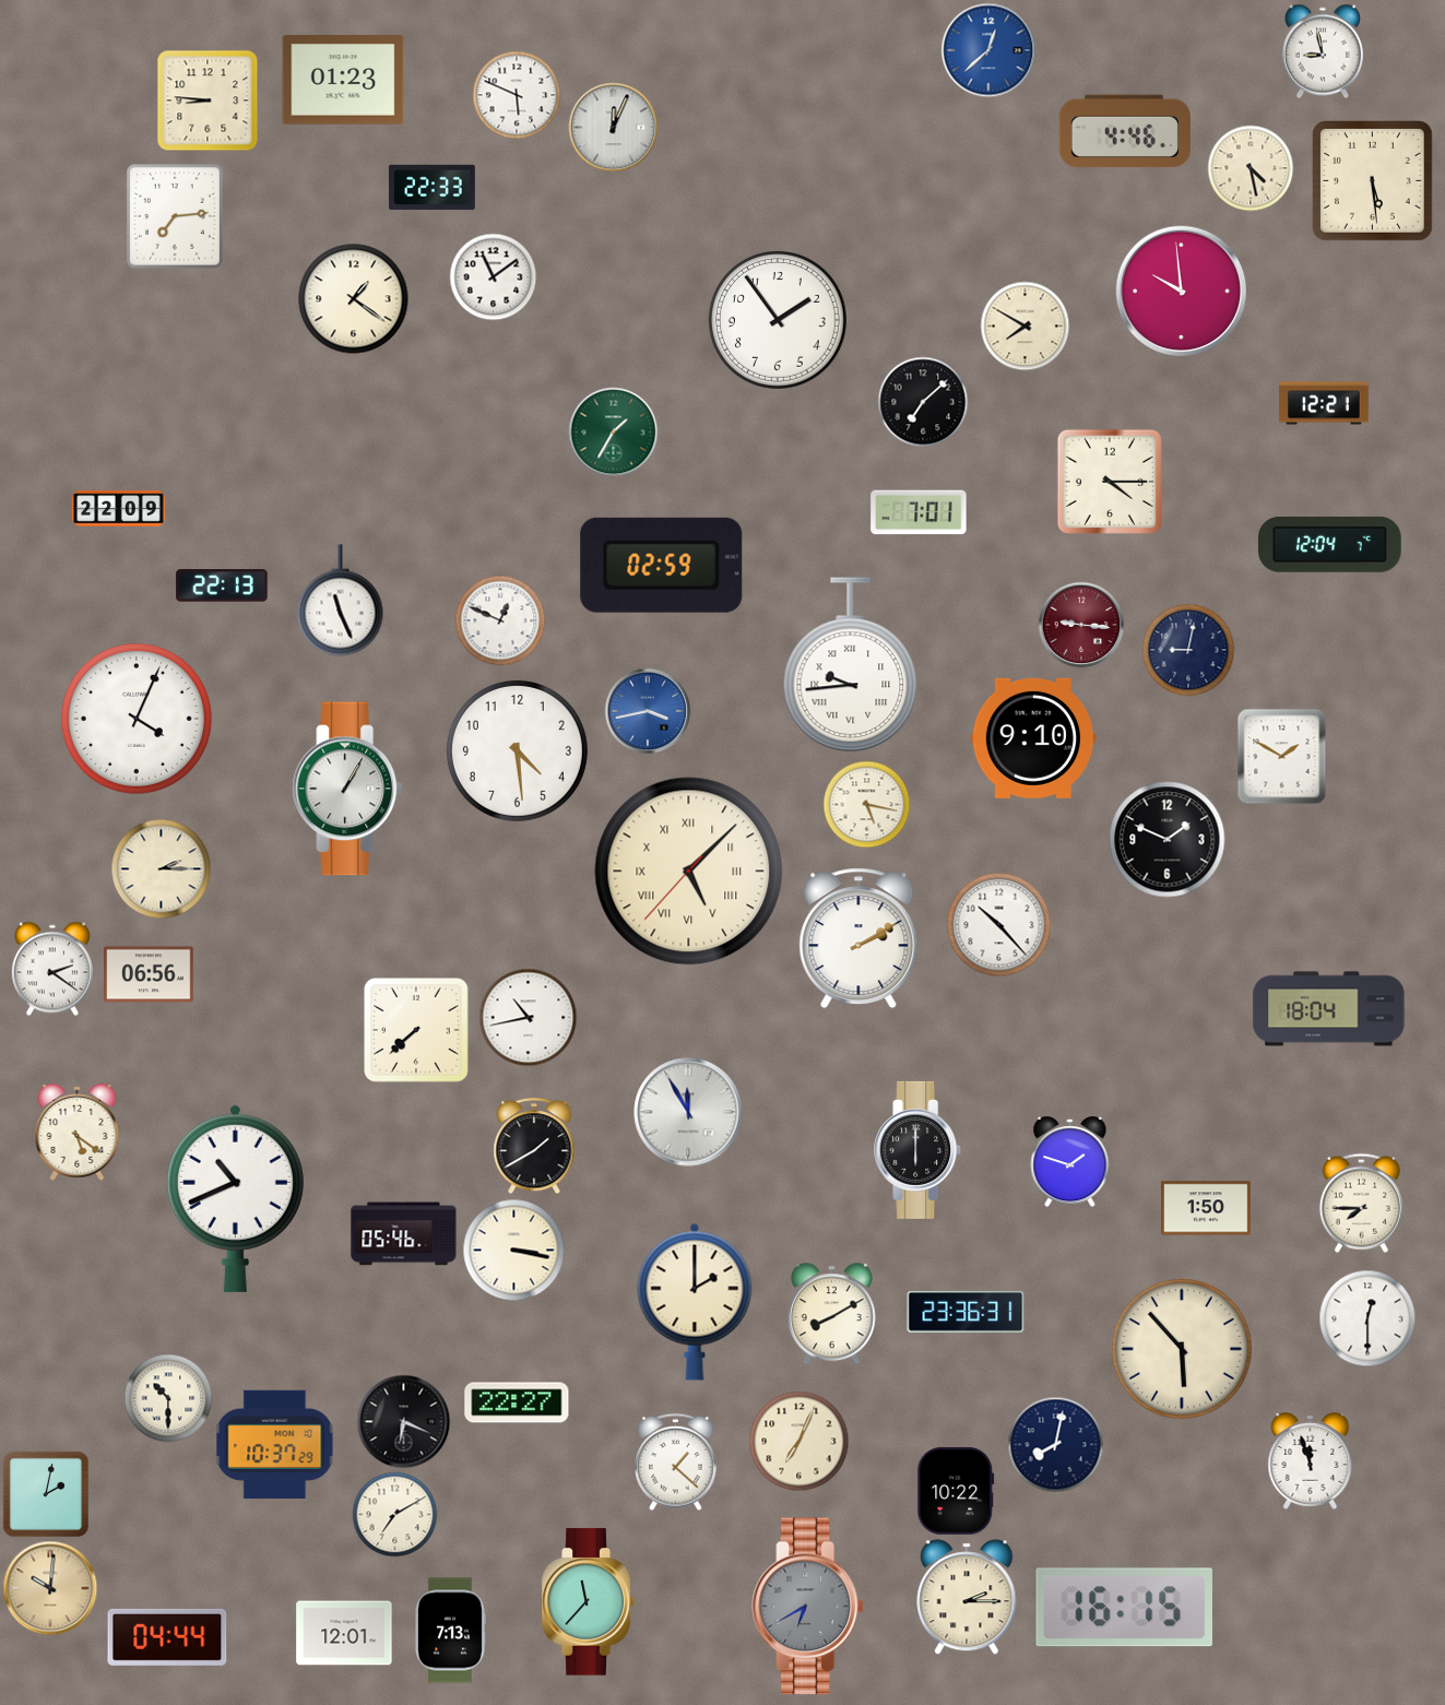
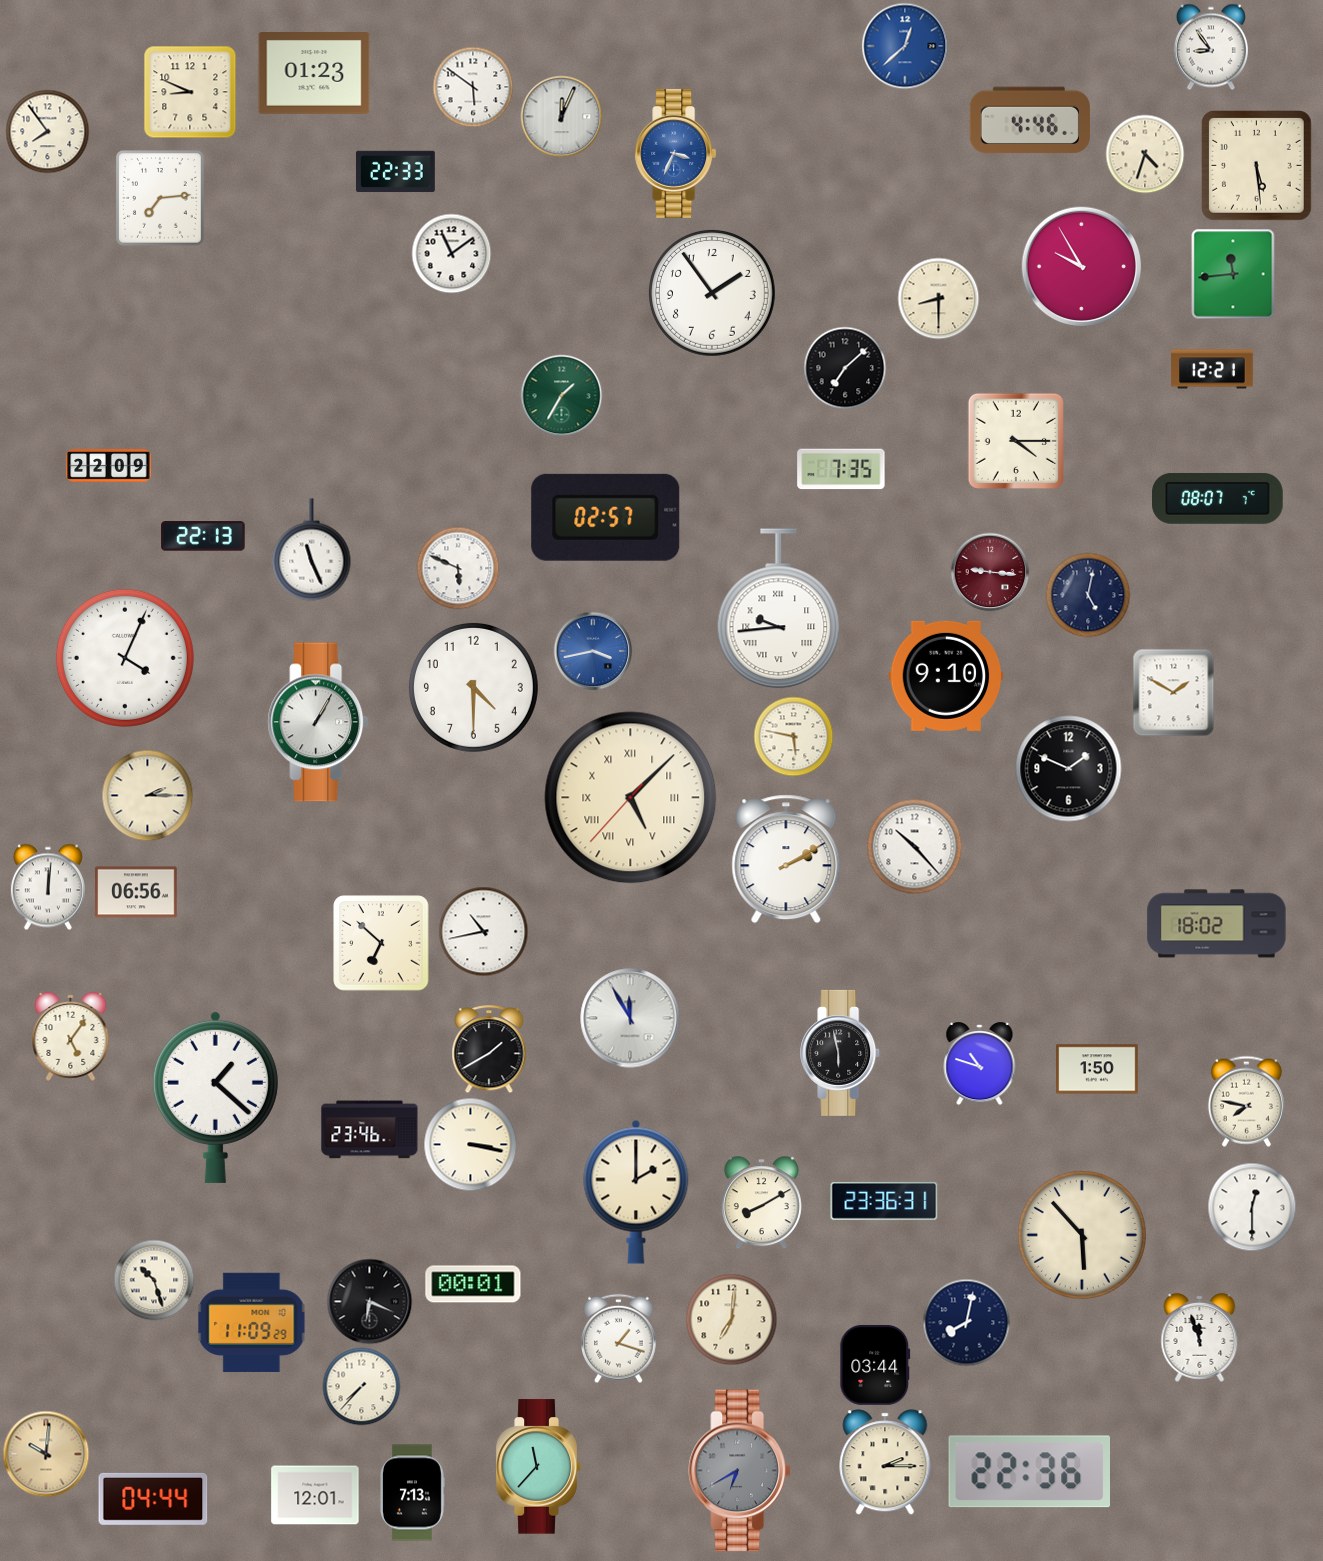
clock at (1323, 51): 8:58 -> 8:54
clock at (517, 95): 5:49 -> 5:51
clock at (208, 100): 8:46 -> 8:49
clock at (47, 131): none -> 7:54
clock at (676, 153): none -> 3:34
clock at (1251, 168): 4:28 -> 4:33
clock at (1182, 292): 9:59 -> 9:55
clock at (354, 299): 1:21 -> none
clock at (1233, 274): none -> 11:44
clock at (1024, 325): 7:50 -> 8:30
clock at (919, 512): 7:01 -> 7:35
clock at (1330, 544): 12:04 -> 08:07
clock at (662, 565): 02:59 -> 02:57
clock at (500, 620): 12:49 -> 5:49
clock at (1188, 650): 9:02 -> 5:02
clock at (517, 750): 4:29 -> 4:30
clock at (866, 804): 5:17 -> 5:47
clock at (52, 969): 2:21 -> 12:01
clock at (1329, 1009): 18:04 -> 18:02
clock at (416, 1030): 7:38 -> 6:52
clock at (78, 1132): 5:21 -> 5:06
clock at (919, 1150): 6:00 -> 5:58
clock at (1070, 1162): 1:48 -> 10:48
clock at (235, 1198): 10:41 -> 1:22
clock at (1361, 1203): 7:45 -> 7:47
clock at (1206, 1208) position: (1206, 1208) -> (1097, 1069)
clock at (404, 1234): 05:46 -> 23:46
clock at (168, 1398): 10:30 -> 10:27
clock at (517, 1402): 22:27 -> 00:01
clock at (798, 1441): 7:04 -> 7:01
clock at (275, 1444): 10:37 -> 11:09
clock at (676, 1461): 1:22 -> 1:18
clock at (956, 1491): 10:22 -> 03:44
clock at (45, 1493): 2:02 -> none
clock at (394, 1514): 7:10 -> 7:37
clock at (1124, 1608): 16:15 -> 22:36
